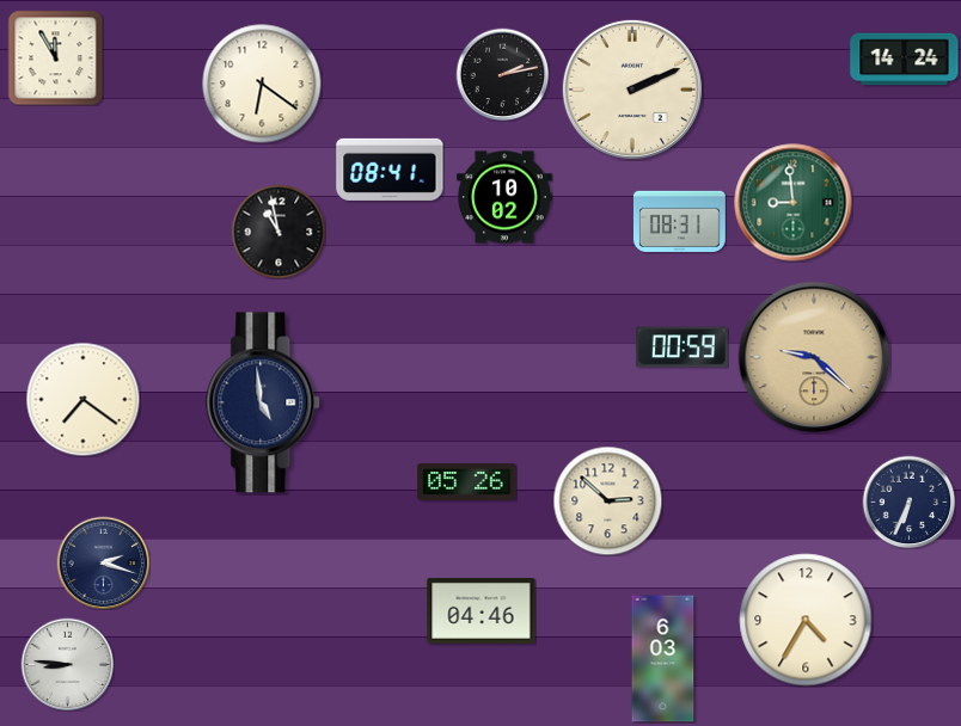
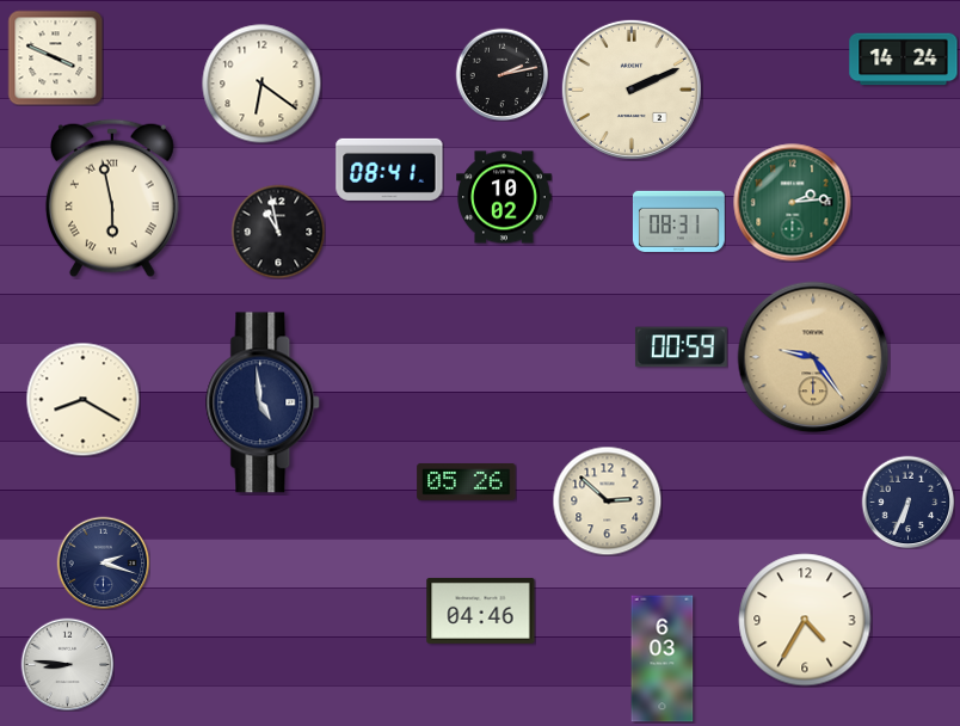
clock at (55, 57): 11:55 -> 3:49
clock at (112, 198): none -> 5:58
clock at (794, 203): 8:59 -> 2:14
clock at (814, 357): 9:22 -> 9:24
clock at (82, 399): 7:21 -> 8:20
